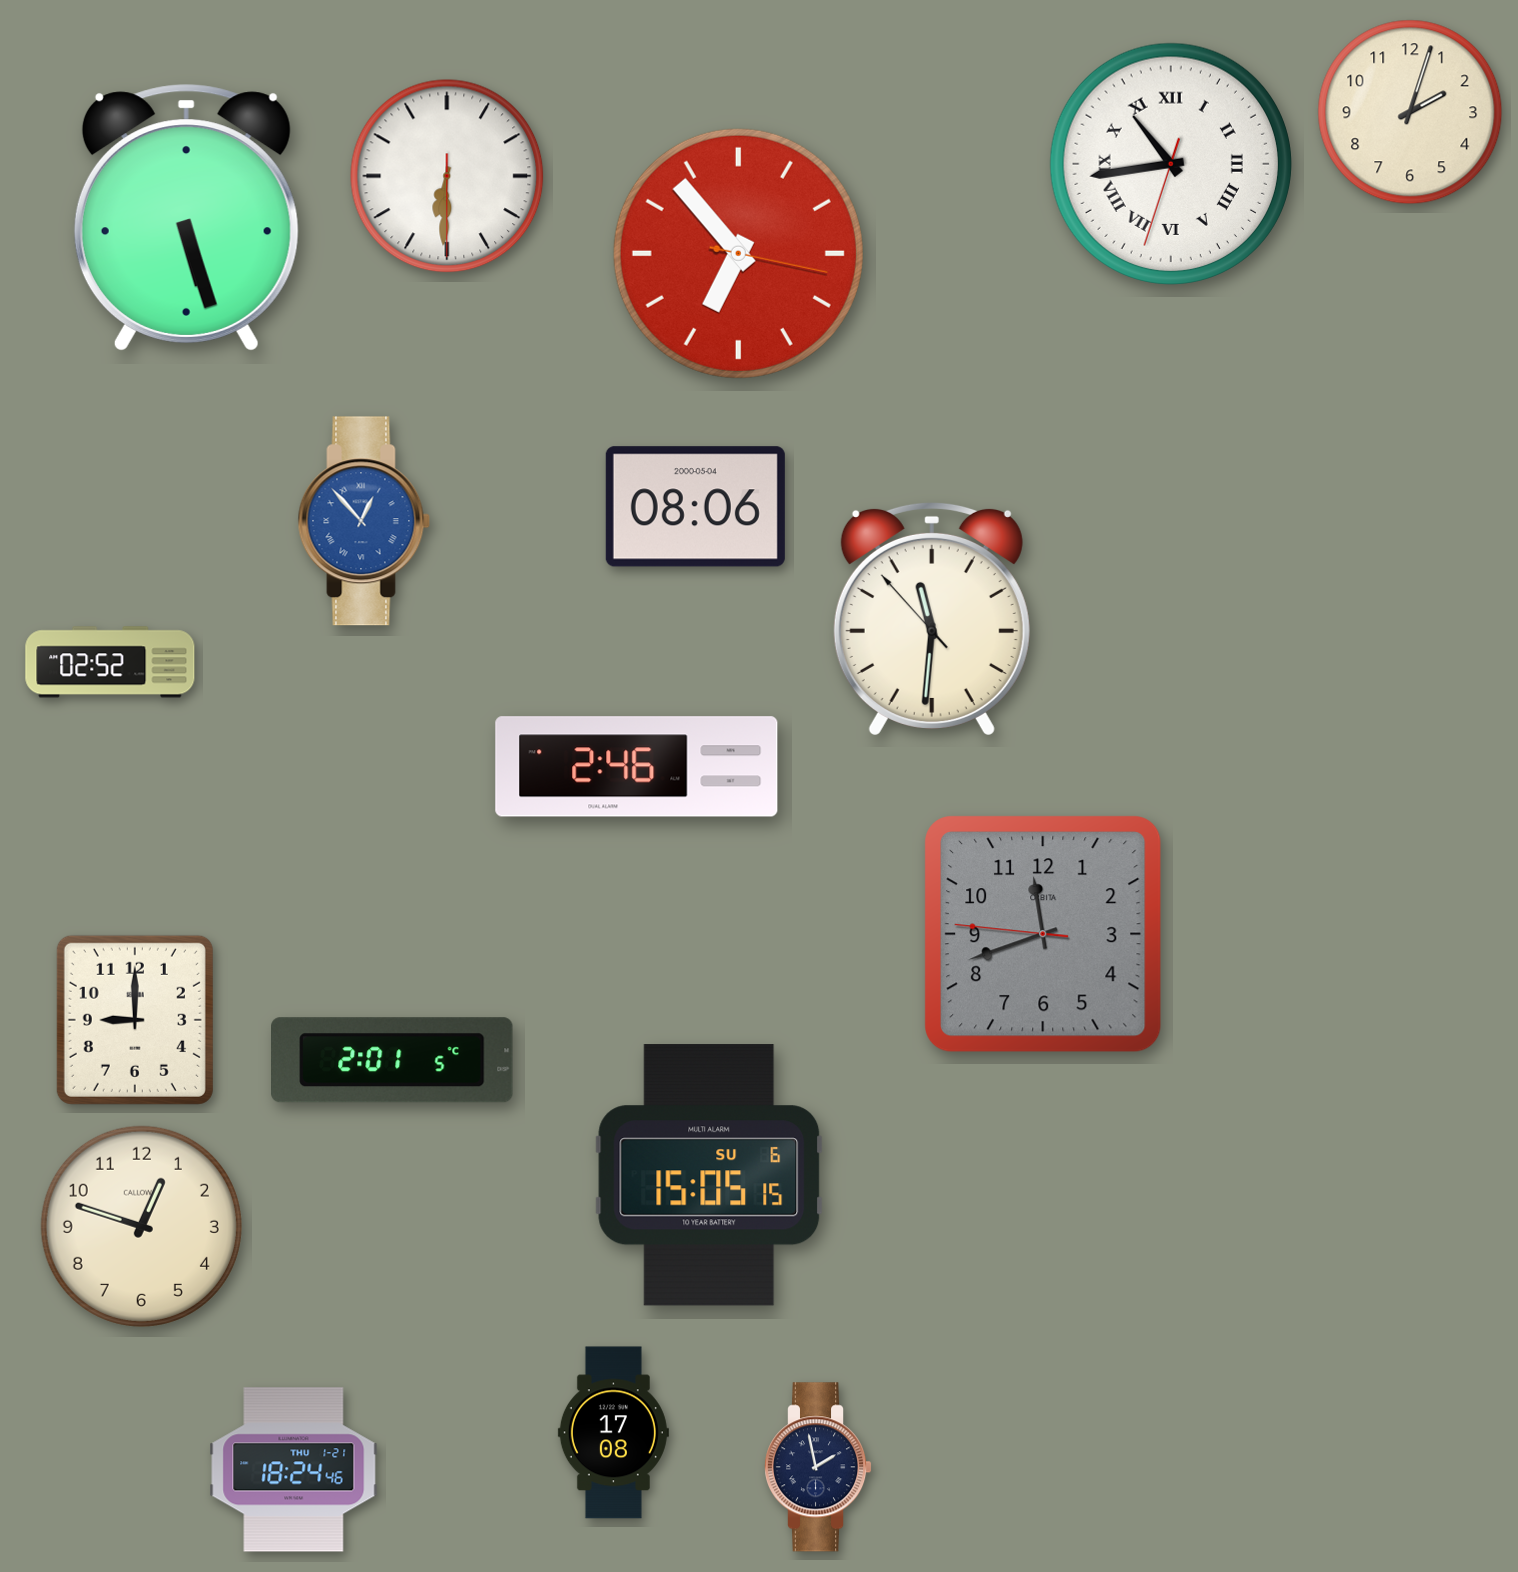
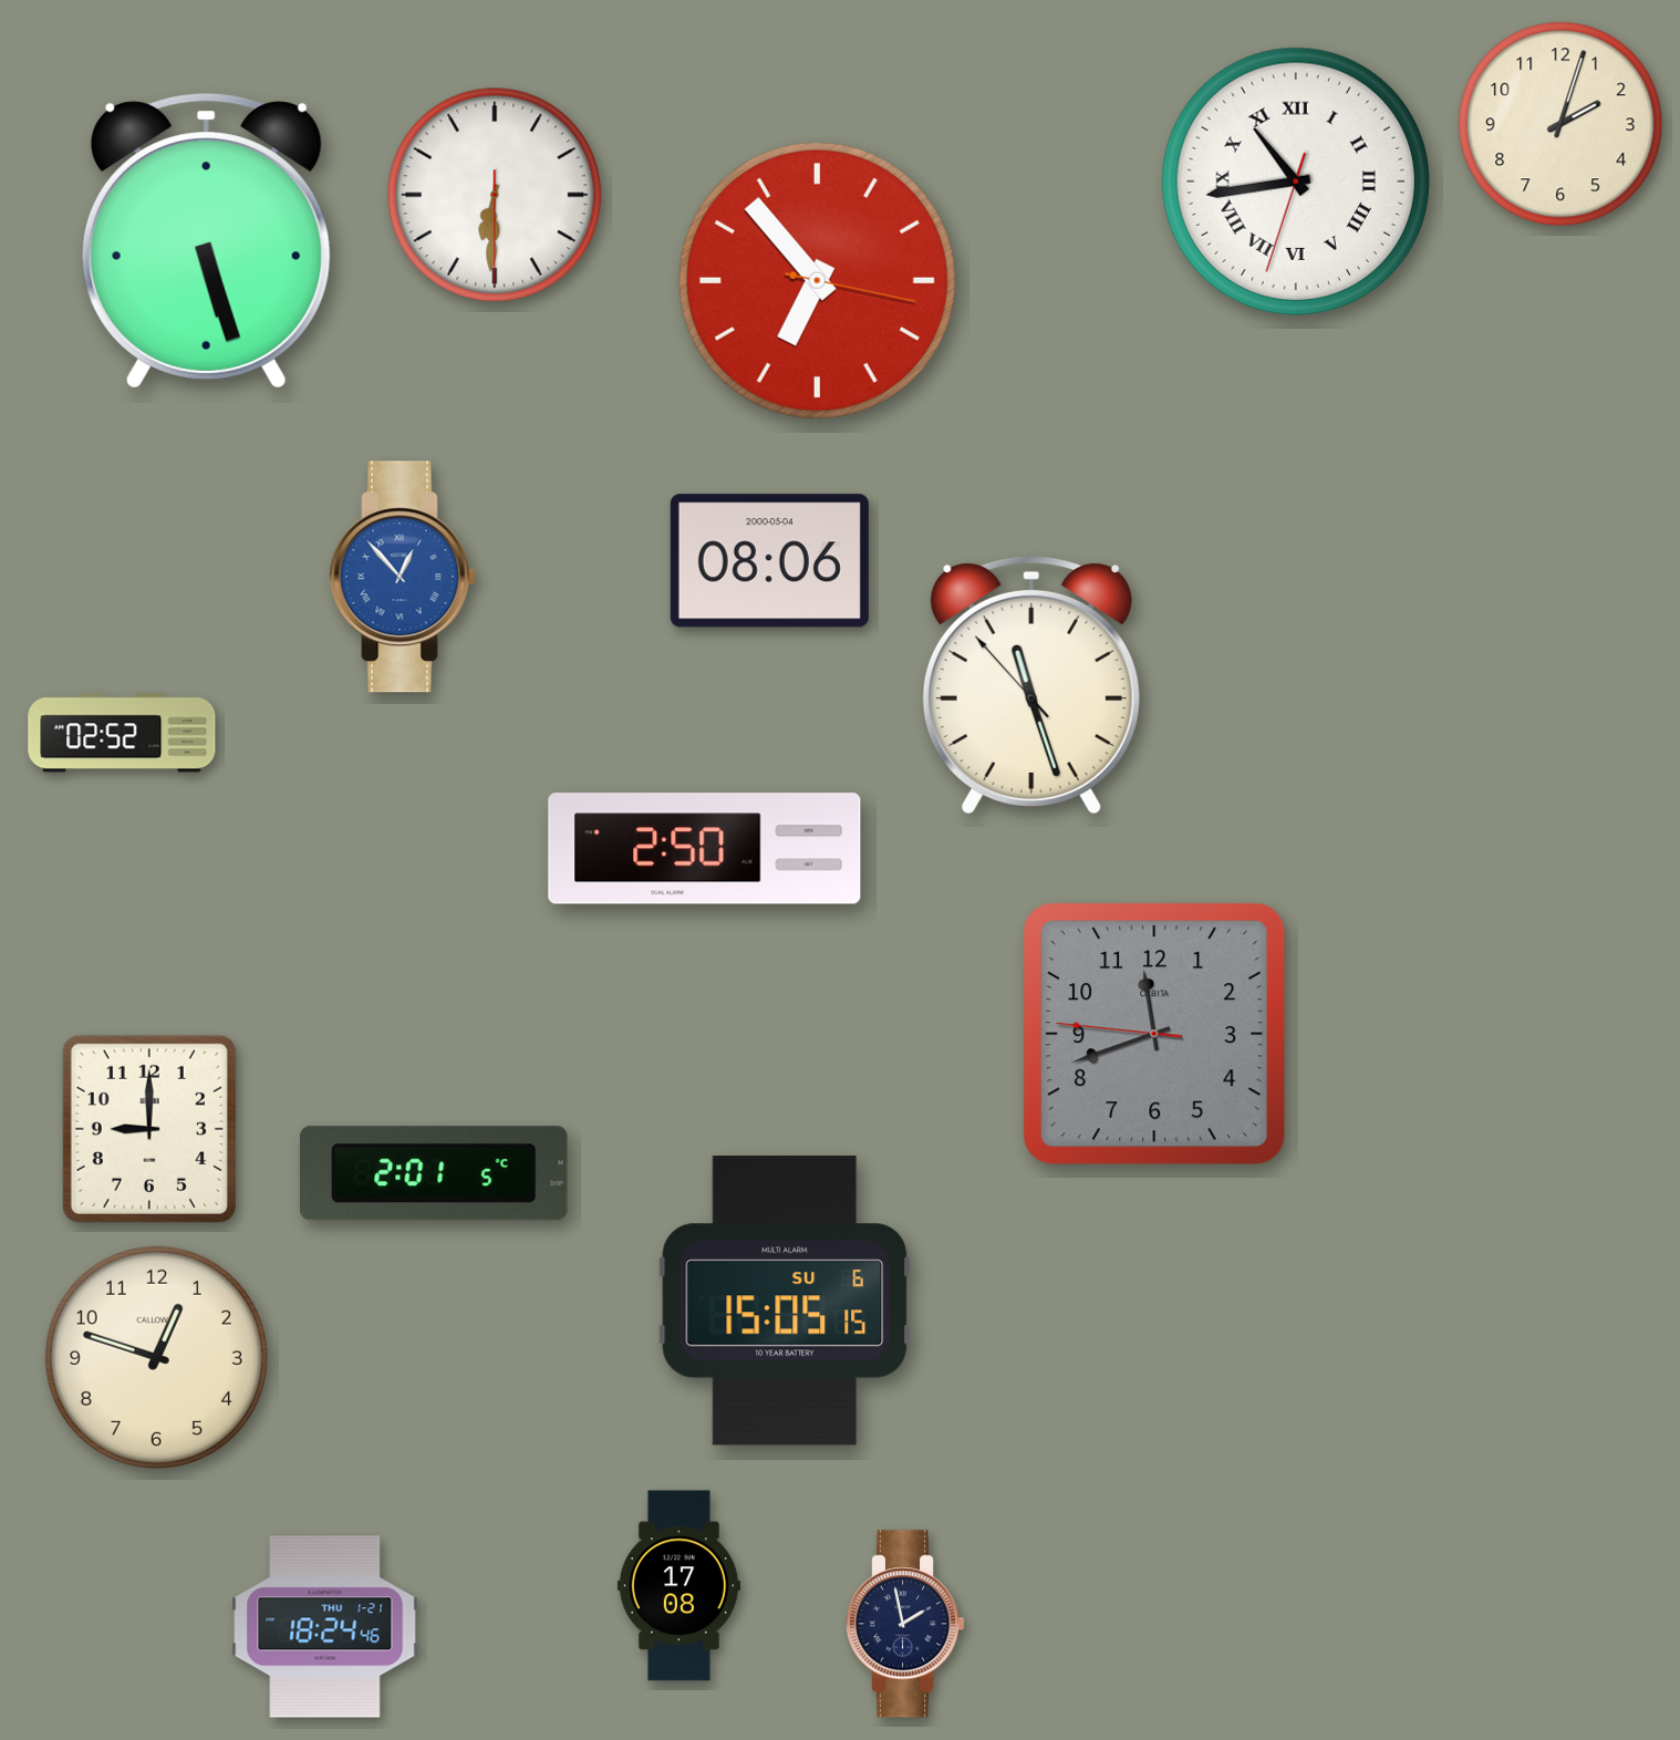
clock at (932, 618): 11:30 -> 11:26
clock at (637, 767): 2:46 -> 2:50
